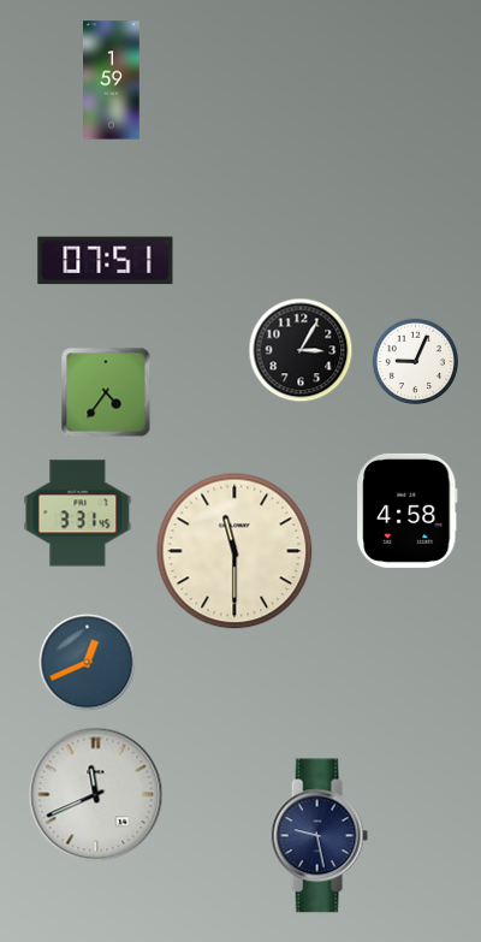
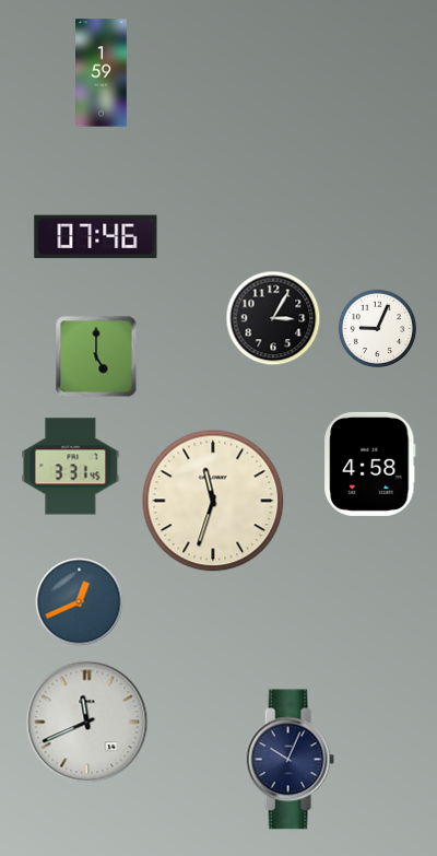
clock at (106, 261): 07:51 -> 07:46
clock at (106, 392): 4:36 -> 5:00
clock at (234, 551): 11:30 -> 11:33
clock at (319, 836): 9:28 -> 10:04
